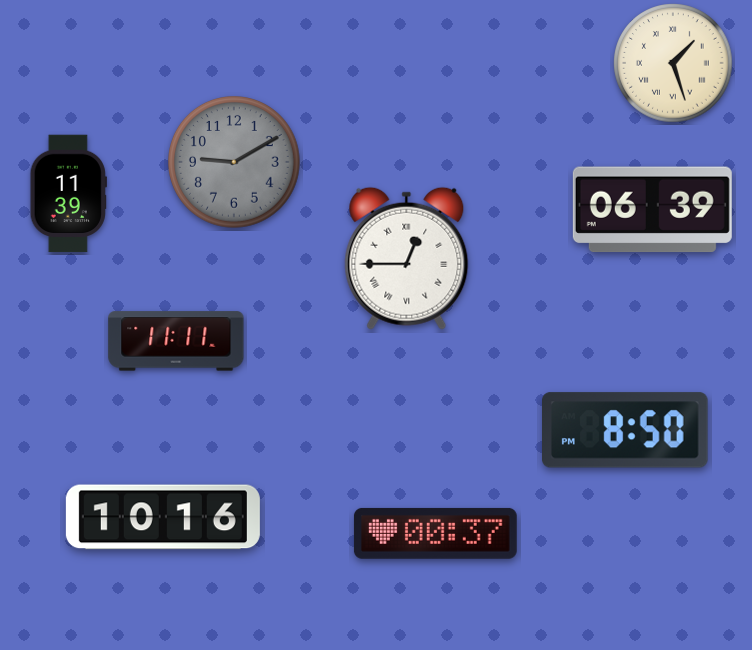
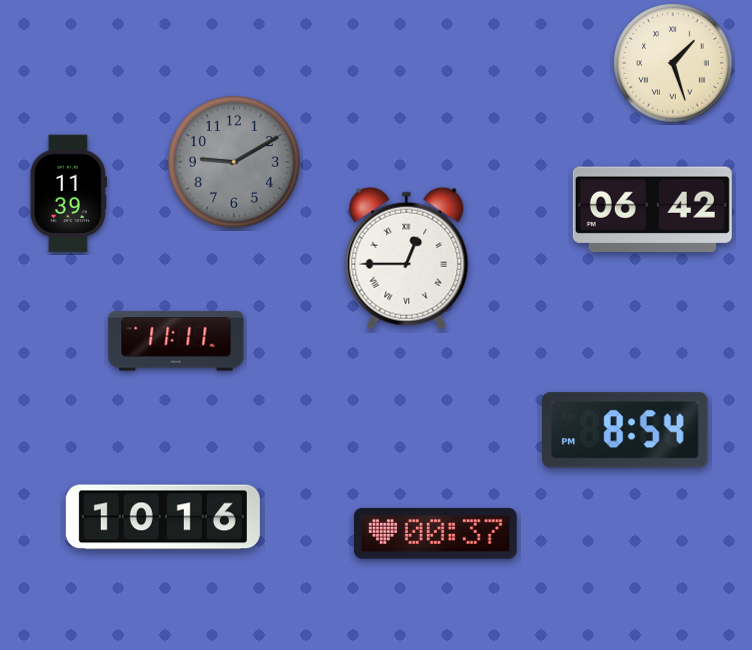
clock at (652, 210): 06:39 -> 06:42
clock at (626, 430): 8:50 -> 8:54
